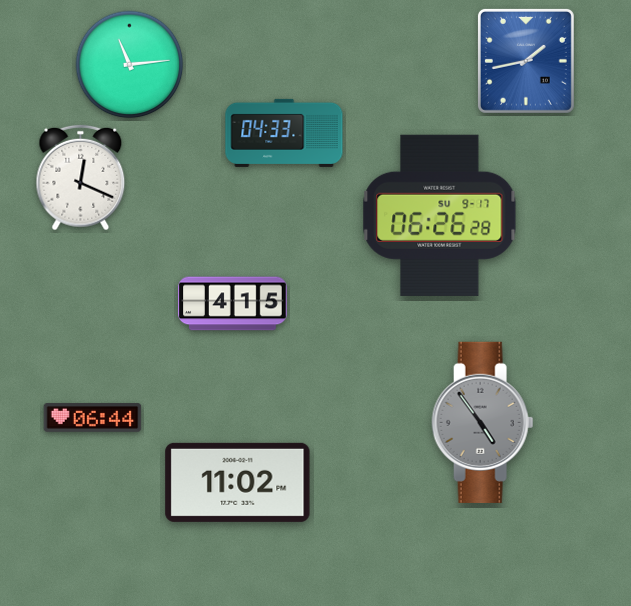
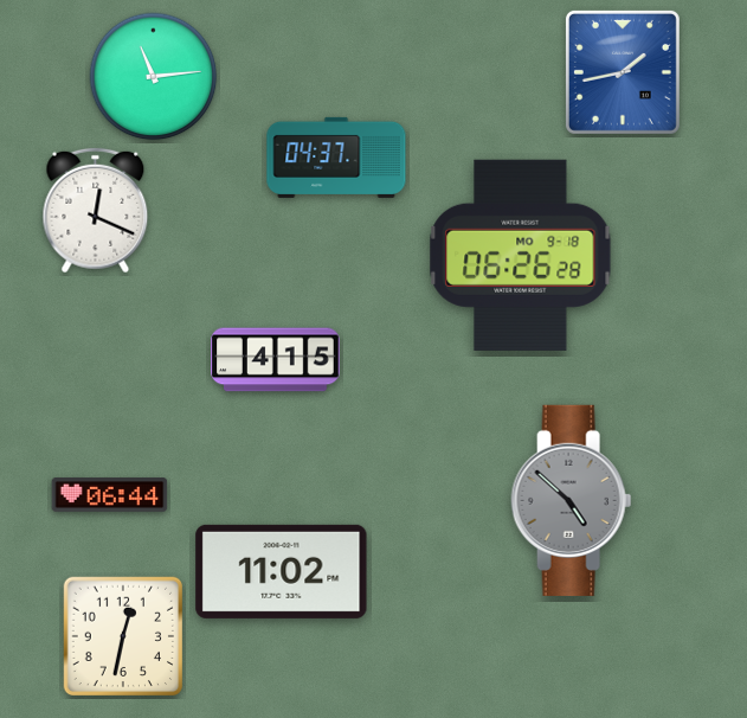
clock at (284, 133): 04:33 -> 04:37
clock at (440, 215) date: SU 9-17 -> MO 9-18
clock at (483, 422): 4:54 -> 4:52
clock at (123, 636): none -> 12:32
